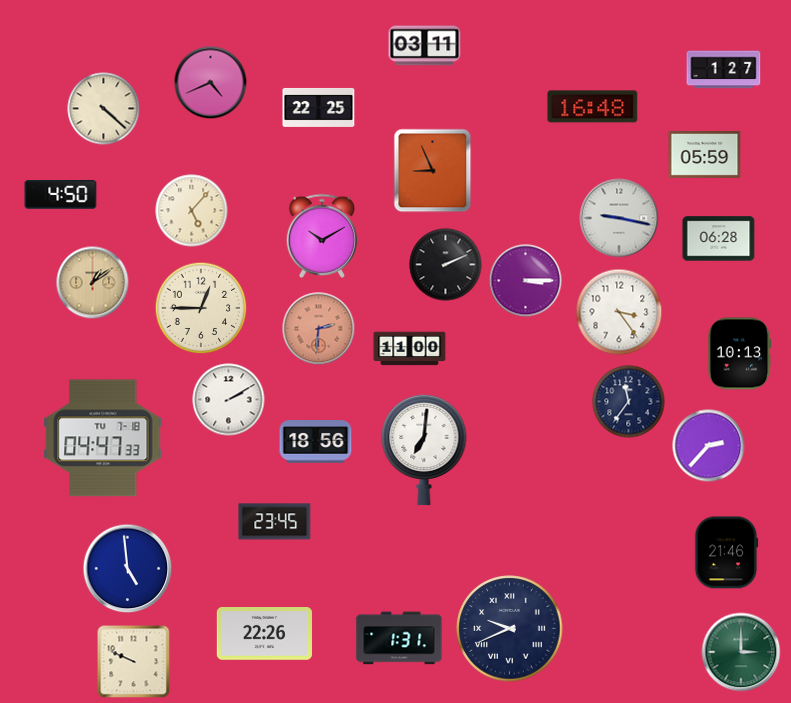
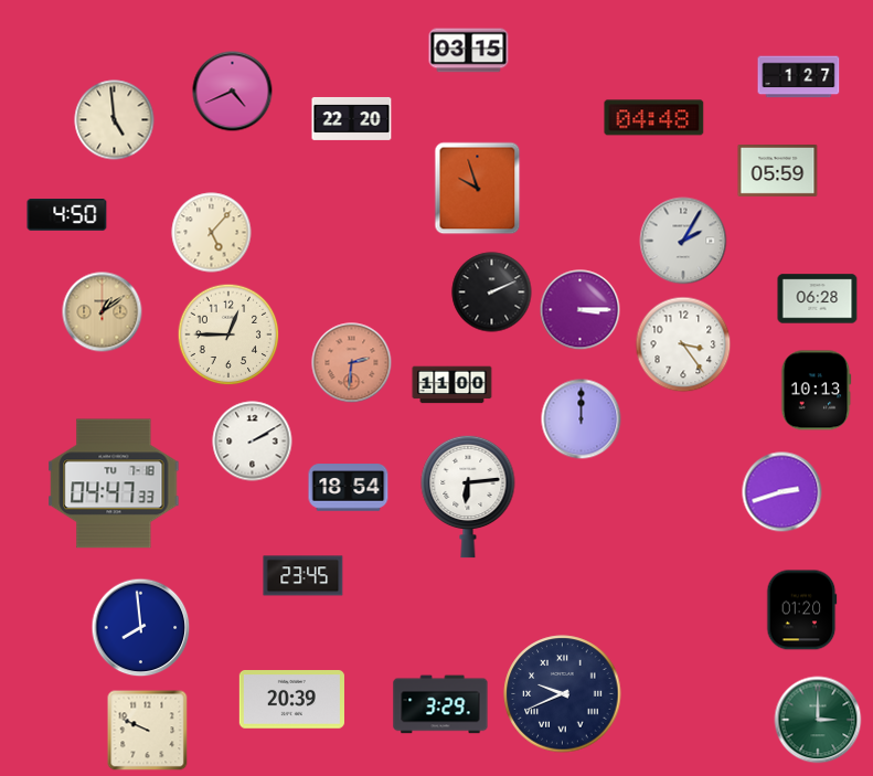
clock at (425, 46): 03:11 -> 03:15
clock at (319, 107): 22:25 -> 22:20
clock at (593, 107): 16:48 -> 04:48
clock at (104, 109): 4:22 -> 4:59
clock at (433, 171): 8:56 -> 9:57
clock at (619, 218): 9:17 -> 2:05
clock at (322, 236): 10:10 -> none
clock at (719, 239) position: (719, 239) -> (818, 299)
clock at (201, 308) position: (201, 308) -> (228, 334)
clock at (582, 419): none -> 12:00
clock at (629, 402): 11:36 -> none
clock at (316, 442): 18:56 -> 18:54
clock at (709, 446): 2:37 -> 2:42
clock at (424, 450): 7:01 -> 6:14
clock at (727, 553): 21:46 -> 01:20
clock at (128, 569): 4:59 -> 7:59
clock at (264, 634): 22:26 -> 20:39
clock at (399, 638): 1:31 -> 3:29
